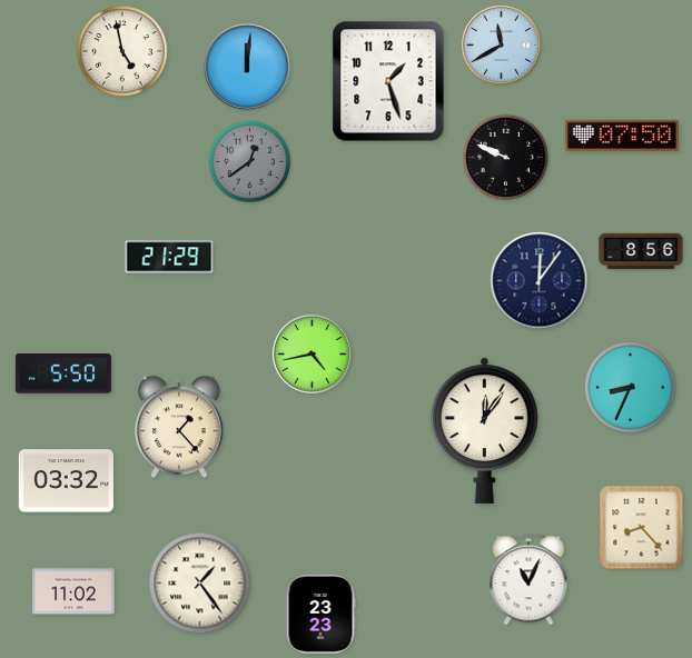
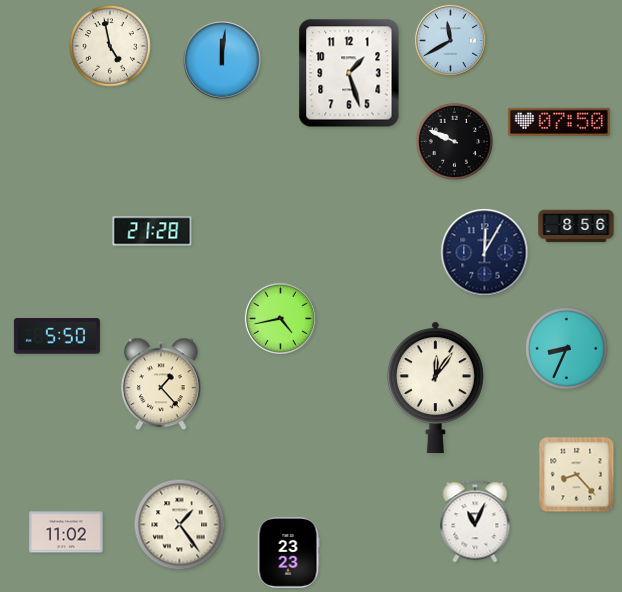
clock at (250, 162): 12:39 -> none
clock at (169, 257): 21:29 -> 21:28
clock at (540, 281): 12:06 -> 12:05
clock at (66, 481): 03:32 -> none
